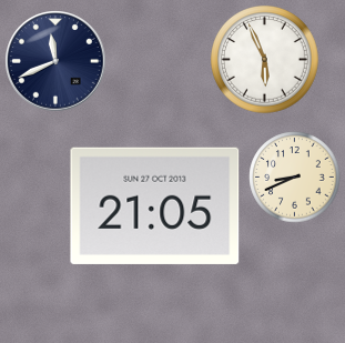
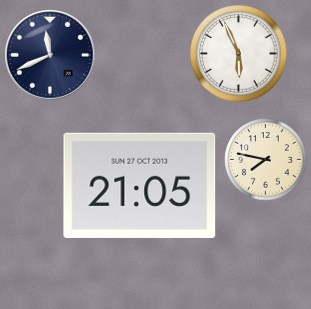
clock at (295, 178): 8:41 -> 7:47
